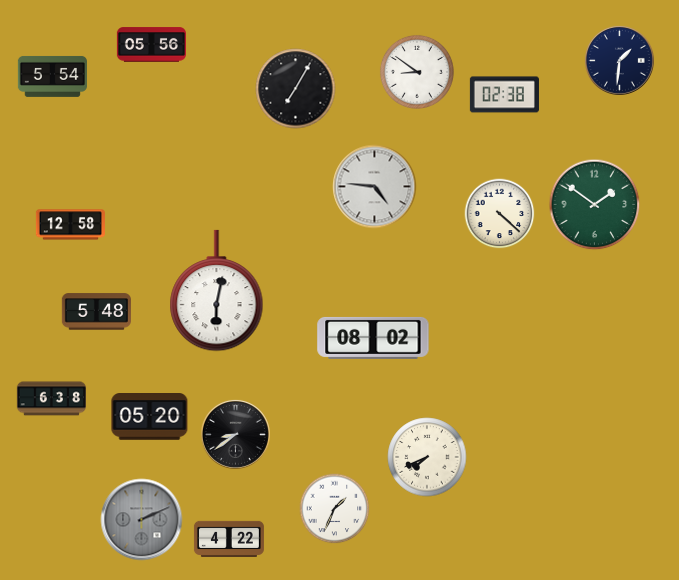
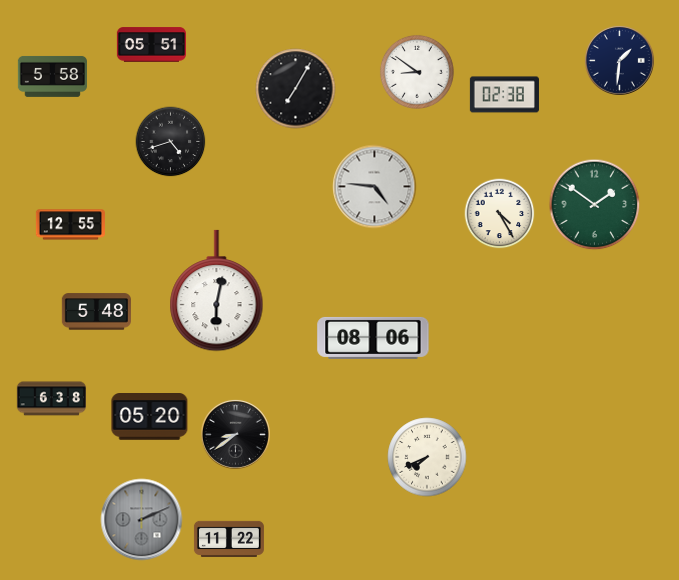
clock at (151, 45): 05:56 -> 05:51
clock at (52, 76): 5:54 -> 5:58
clock at (171, 142): none -> 4:42
clock at (500, 214): 4:22 -> 4:25
clock at (70, 225): 12:58 -> 12:55
clock at (373, 338): 08:02 -> 08:06
clock at (335, 509): 1:34 -> none
clock at (229, 539): 4:22 -> 11:22
